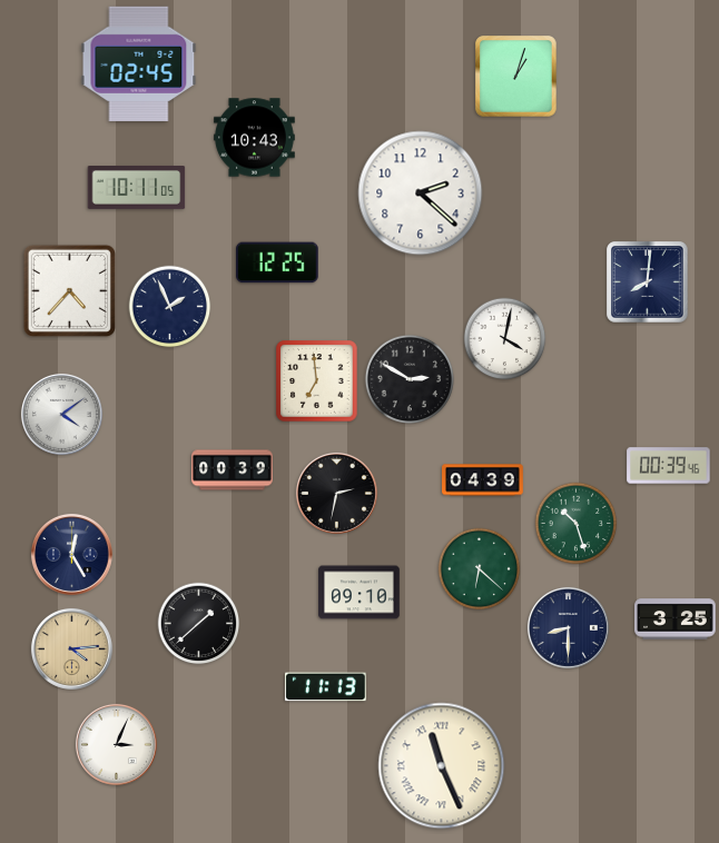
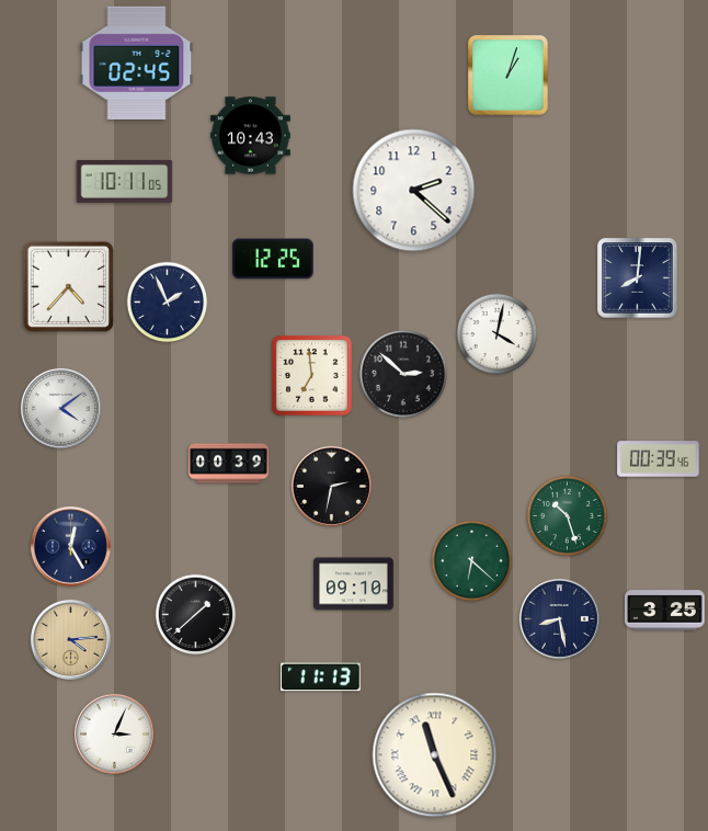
clock at (137, 188) position: (137, 188) -> (125, 182)
clock at (410, 379): 2:50 -> 2:52
clock at (483, 480): 04:39 -> none
clock at (568, 627): 8:30 -> 8:28
